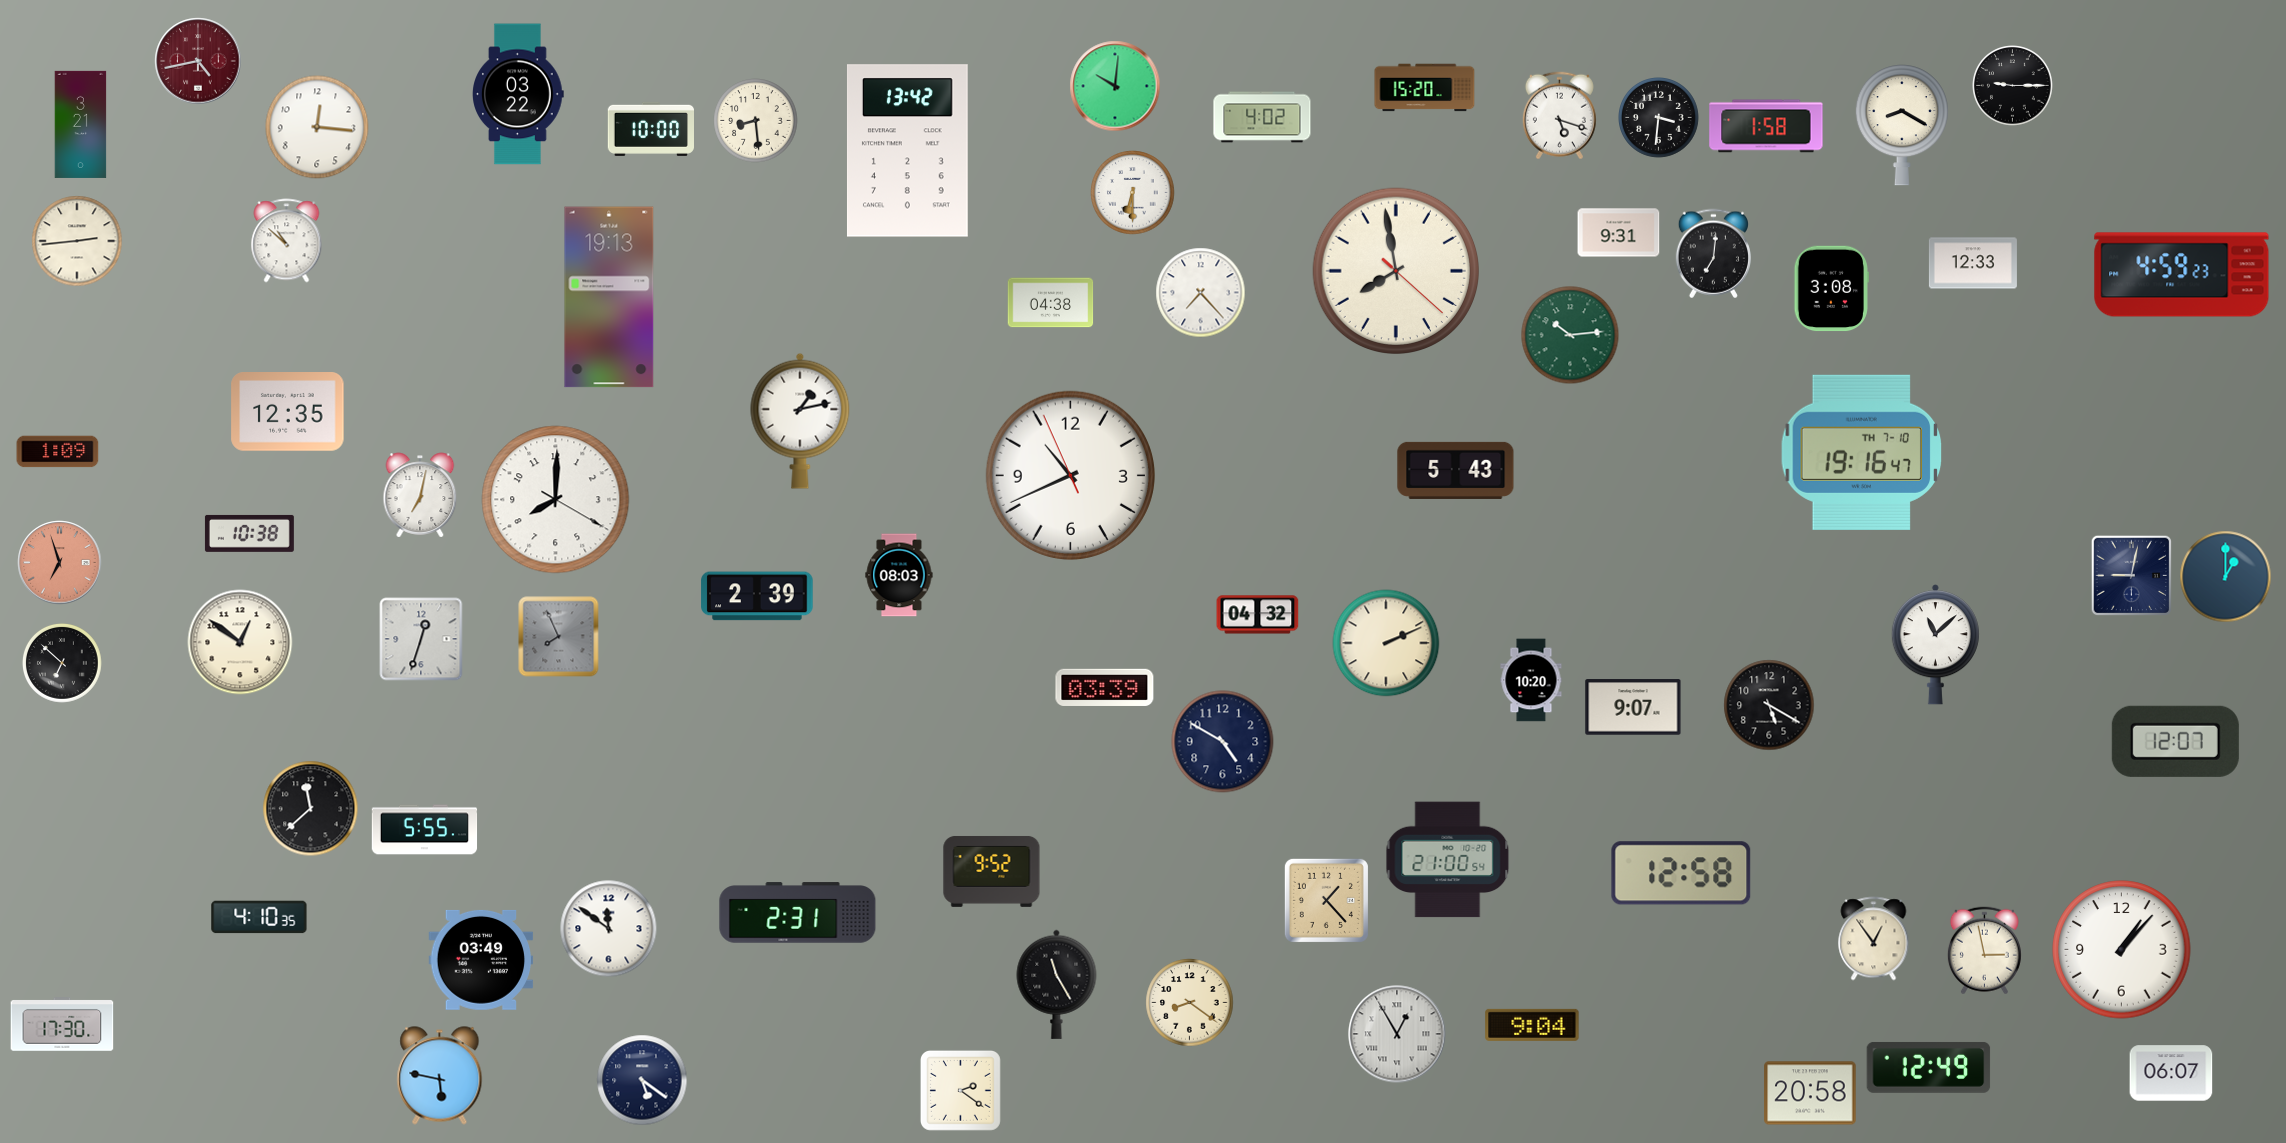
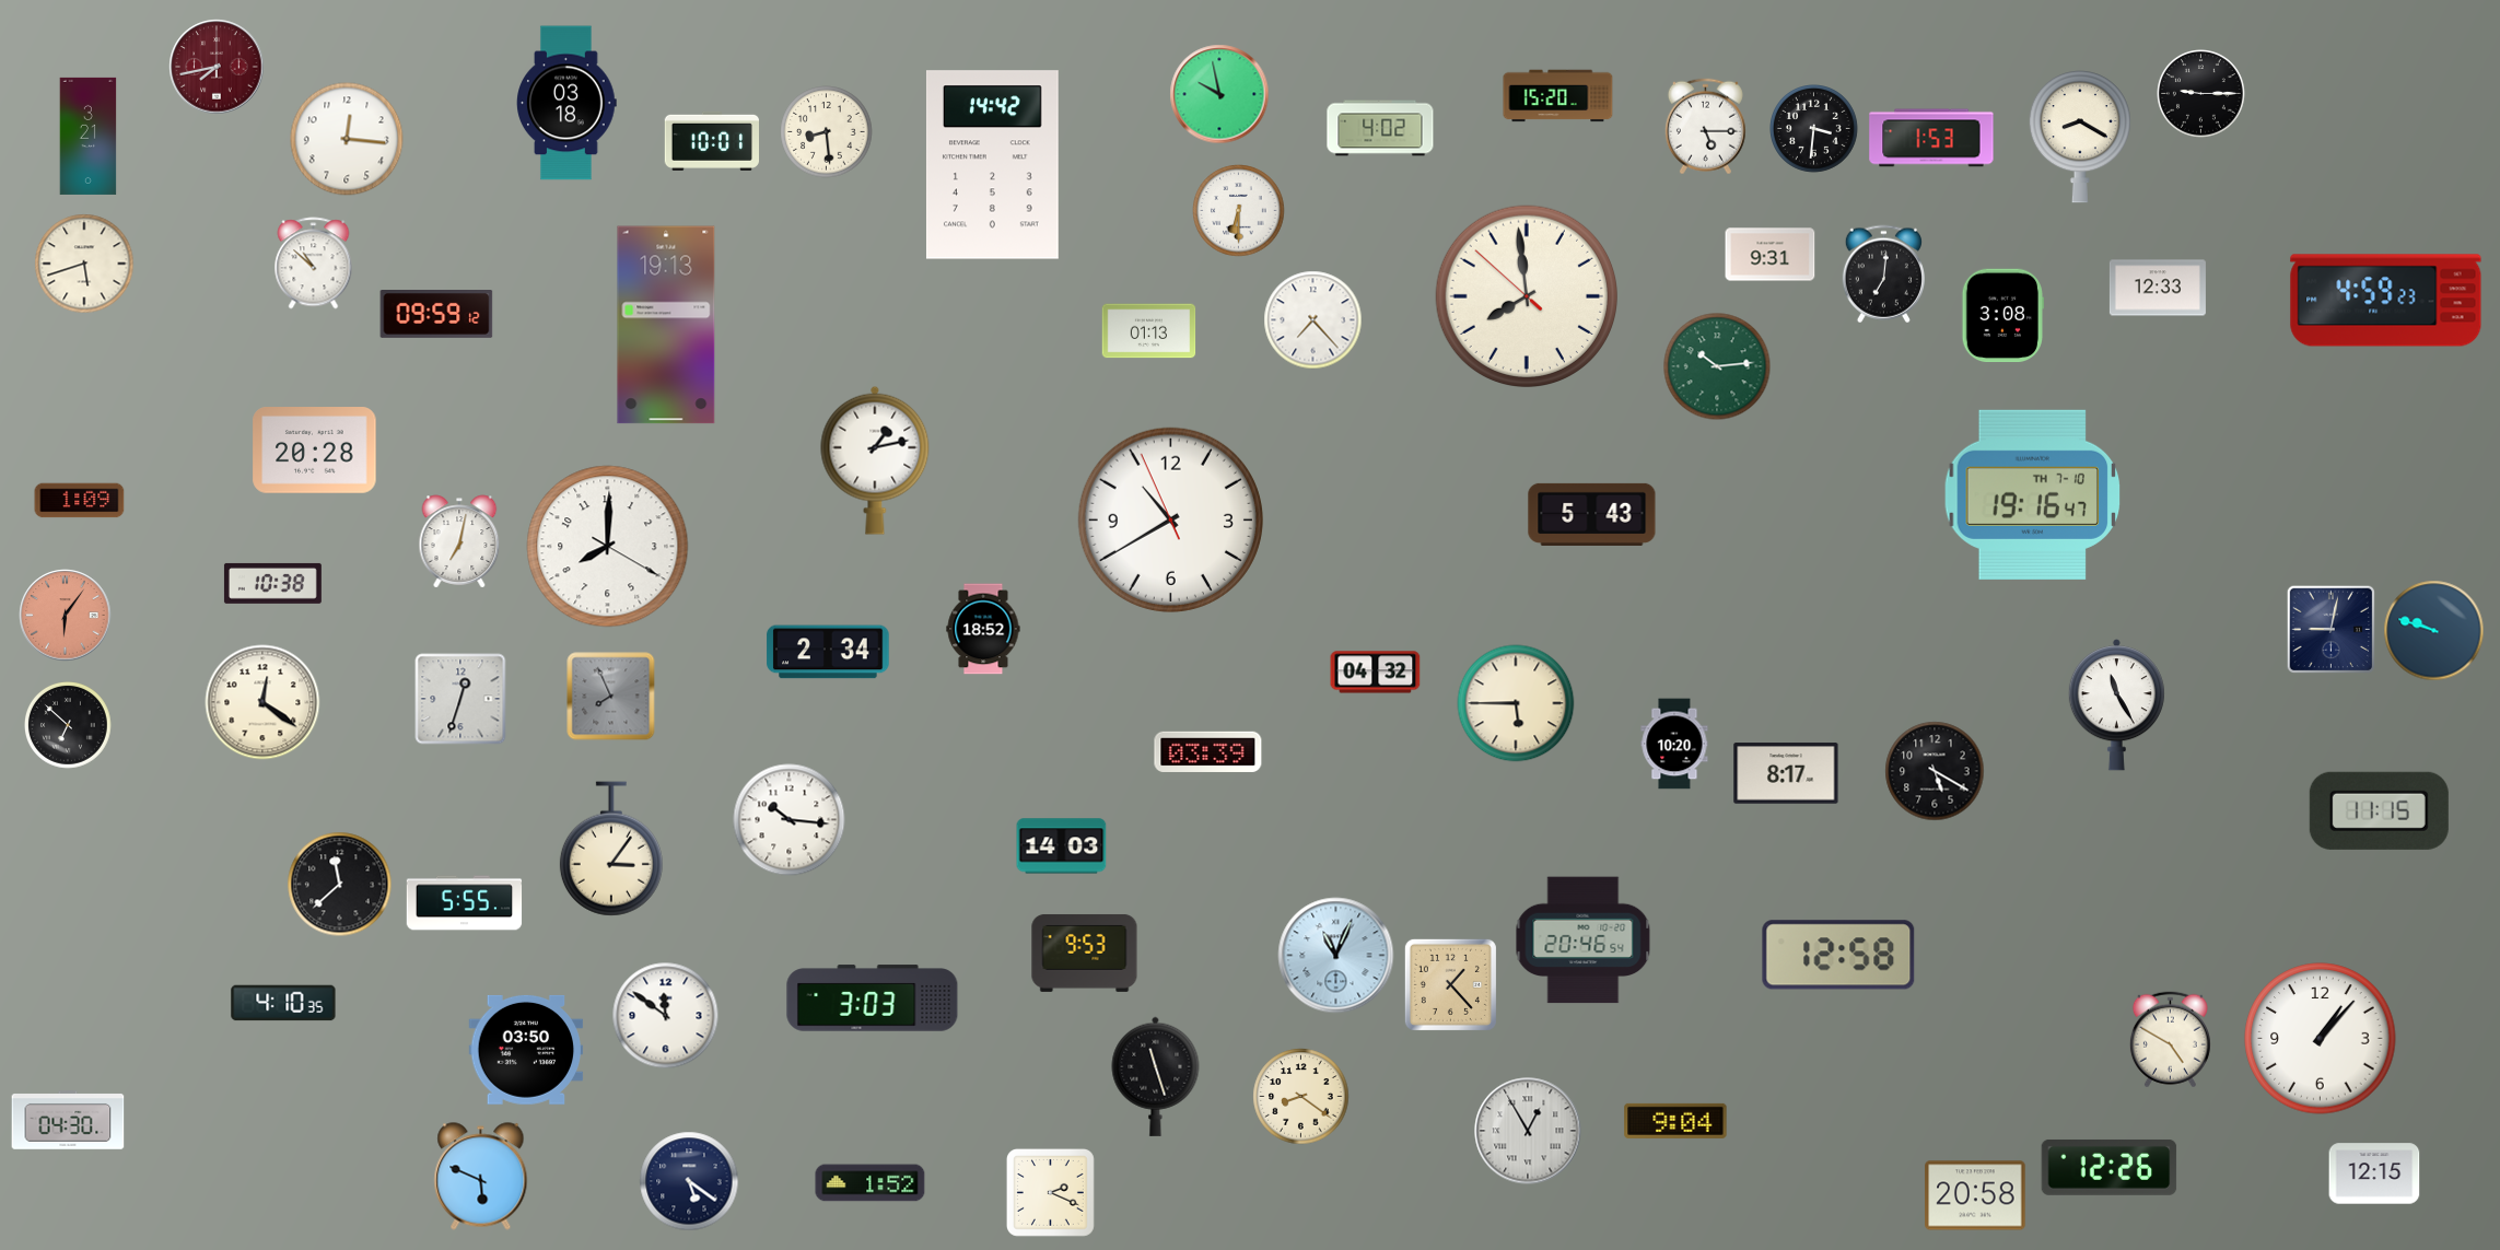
clock at (198, 61): 4:43 -> 7:43
clock at (1115, 86): 10:01 -> 9:58
clock at (519, 94): 03:22 -> 03:18
clock at (1559, 116): 5:18 -> 5:15
clock at (1766, 126): 1:58 -> 1:53
clock at (650, 129): 10:00 -> 10:01
clock at (907, 151): 13:42 -> 14:42
clock at (77, 241): 2:44 -> 5:42
clock at (1713, 254) position: (1713, 254) -> (1883, 274)
clock at (1395, 270): 7:58:22 -> 7:58:52
clock at (436, 315): none -> 09:59
clock at (1051, 303): 04:38 -> 01:13
clock at (288, 412): 12:35 -> 20:28
clock at (58, 452) position: (58, 452) -> (80, 501)
clock at (1862, 452) position: (1862, 452) -> (2033, 494)
clock at (1070, 475): 10:40 -> 10:39
clock at (60, 563): 6:57 -> 6:06
clock at (899, 575): 08:03 -> 18:52
clock at (2226, 577): 1:00 -> 9:48
clock at (757, 596): 2:39 -> 2:34
clock at (240, 642): 12:51 -> 12:21
clock at (1386, 643): 2:11 -> 5:45
clock at (1935, 645): 11:08 -> 11:25
clock at (1633, 707): 9:07 -> 8:17
clock at (2175, 741): 12:07 -> 11:15
clock at (1223, 742): 4:50 -> none
clock at (790, 820): none -> 10:16
clock at (1062, 846): none -> 14:03
clock at (611, 849): none -> 3:06
clock at (425, 830) position: (425, 830) -> (465, 903)
clock at (1448, 860): 21:00 -> 20:46
clock at (992, 871): 9:52 -> 9:53
clock at (1336, 956): none -> 11:04
clock at (798, 913): 2:31 -> 3:03
clock at (1874, 939): 12:54 -> none
clock at (1984, 951): 2:58 -> 4:50
clock at (481, 960): 03:49 -> 03:50
clock at (1057, 984): 11:25 -> 11:27
clock at (62, 1024): 17:30 -> 04:30
clock at (1929, 1067): 12:49 -> 12:26
clock at (2171, 1073): 06:07 -> 12:15
clock at (440, 1076): 5:47 -> 5:49
clock at (642, 1080) position: (642, 1080) -> (689, 1181)
clock at (871, 1183): none -> 1:52
clock at (960, 1090): 2:21 -> 2:19
clock at (1810, 1093) position: (1810, 1093) -> (1975, 1195)
